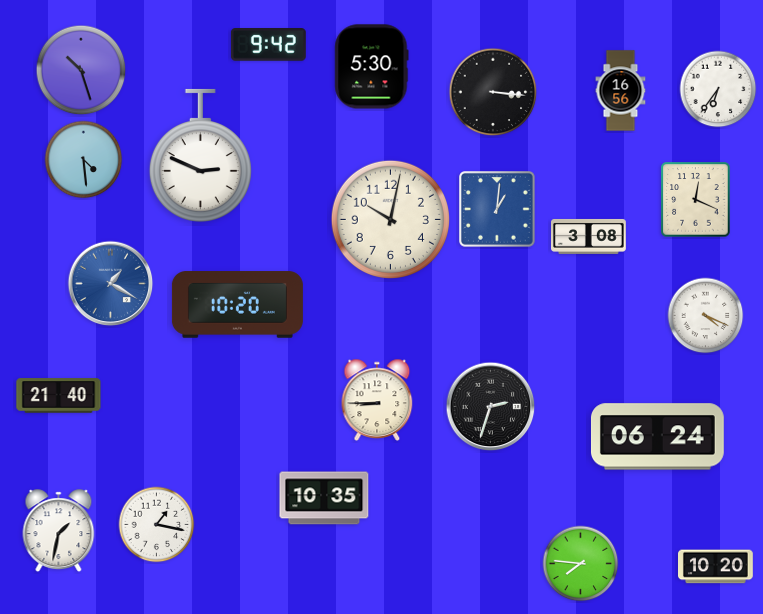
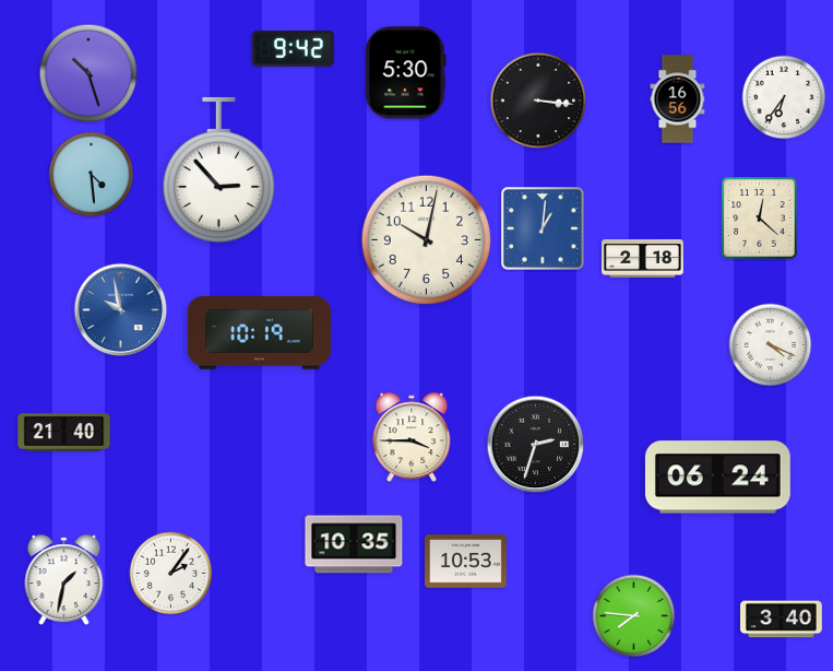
clock at (81, 70) position: (81, 70) -> (88, 73)
clock at (200, 156): 2:49 -> 2:53
clock at (696, 200): 12:19 -> 12:22
clock at (589, 236): 3:08 -> 2:18
clock at (111, 284): 1:20 -> 9:58
clock at (237, 305): 10:20 -> 10:19
clock at (377, 399): 8:45 -> 3:45
clock at (466, 562): none -> 10:53
clock at (157, 525): 1:17 -> 2:06
clock at (716, 567): 10:20 -> 3:40
